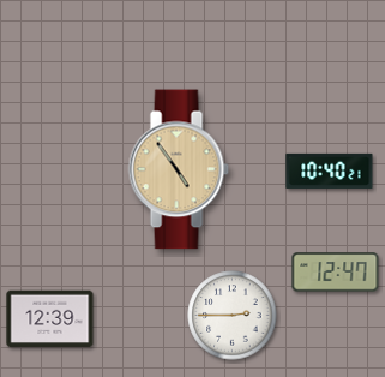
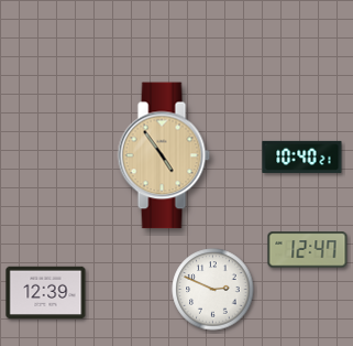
clock at (233, 316): 2:45 -> 2:49
